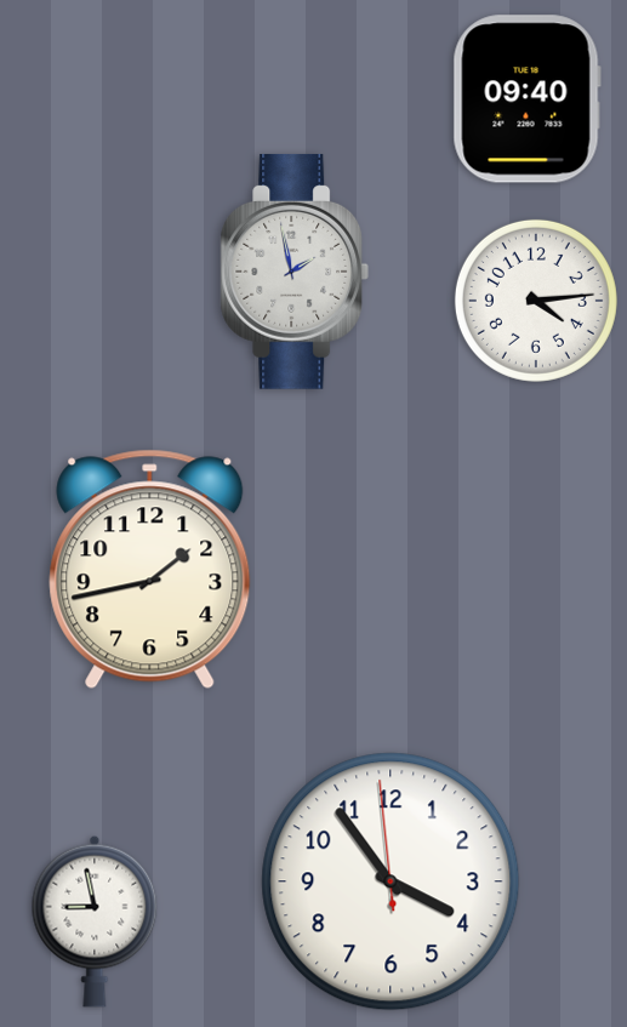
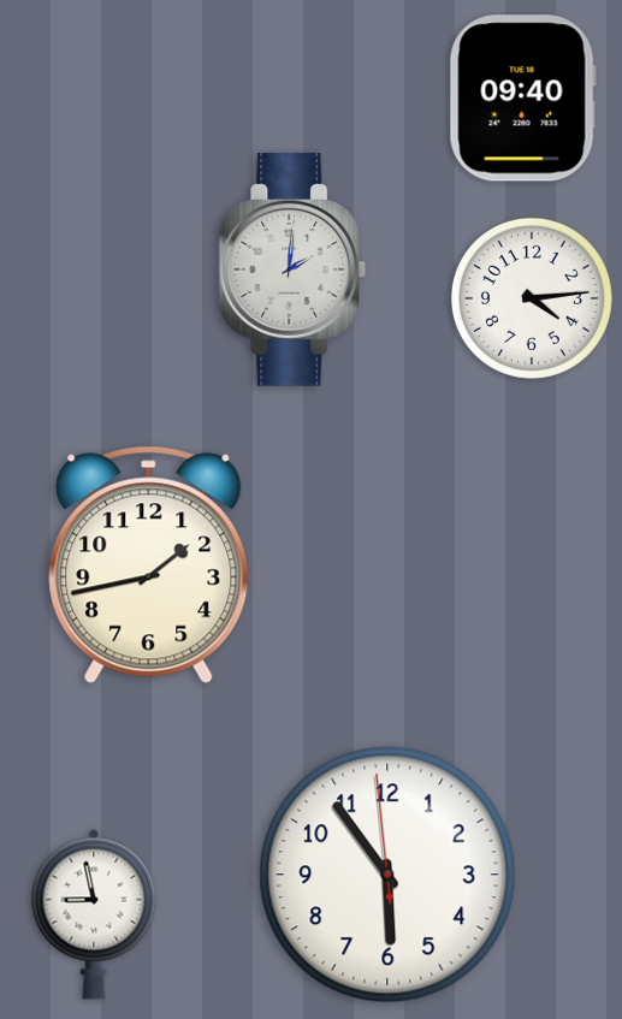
clock at (295, 272): 1:58 -> 2:01
clock at (391, 881): 3:53 -> 5:53
